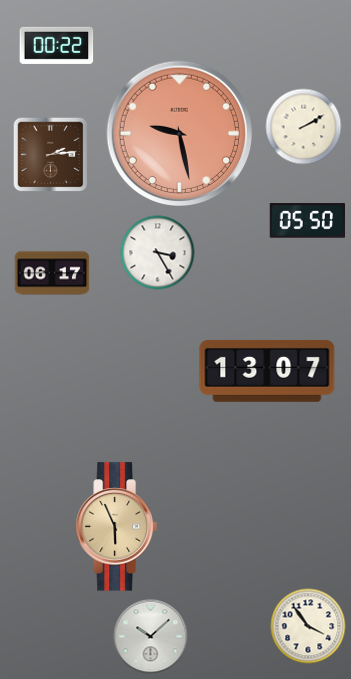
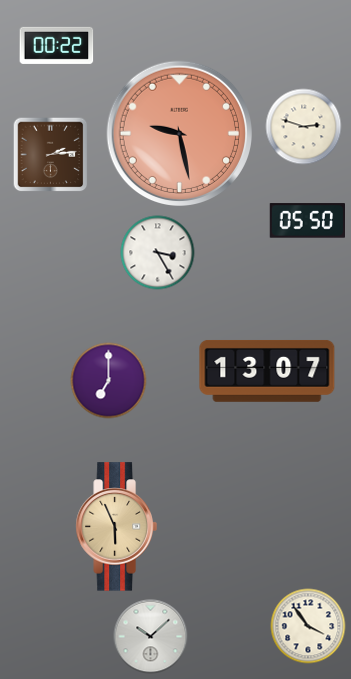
clock at (304, 127): 2:10 -> 2:48
clock at (52, 273): 06:17 -> none
clock at (109, 381): none -> 7:00
